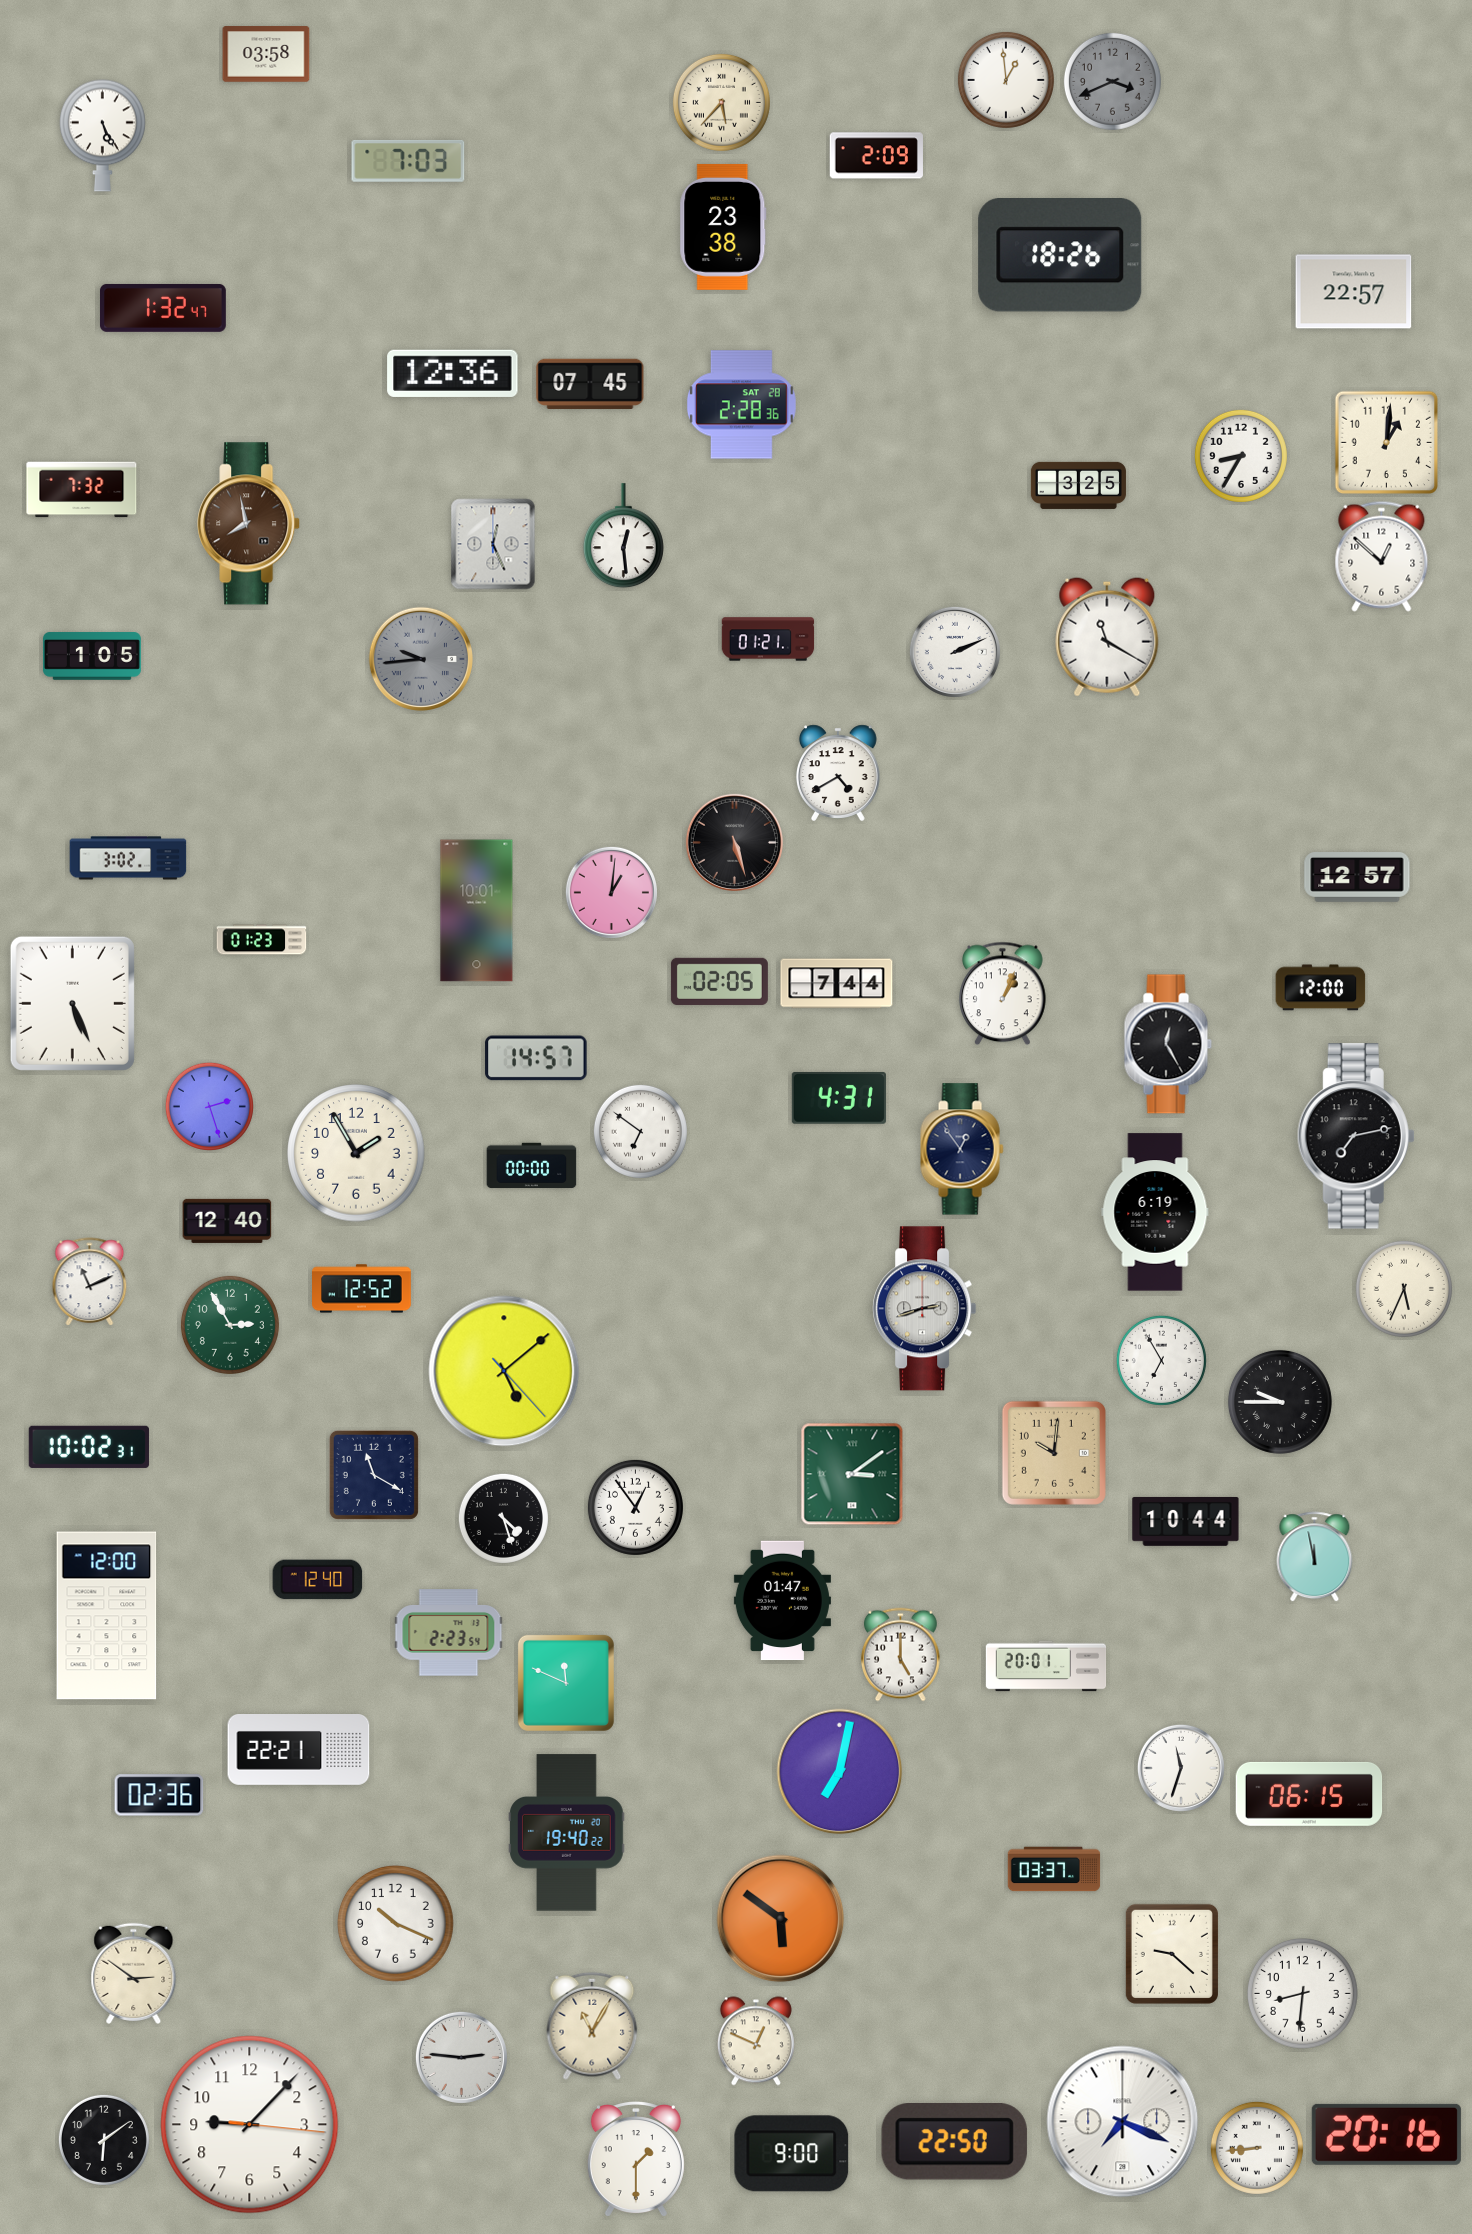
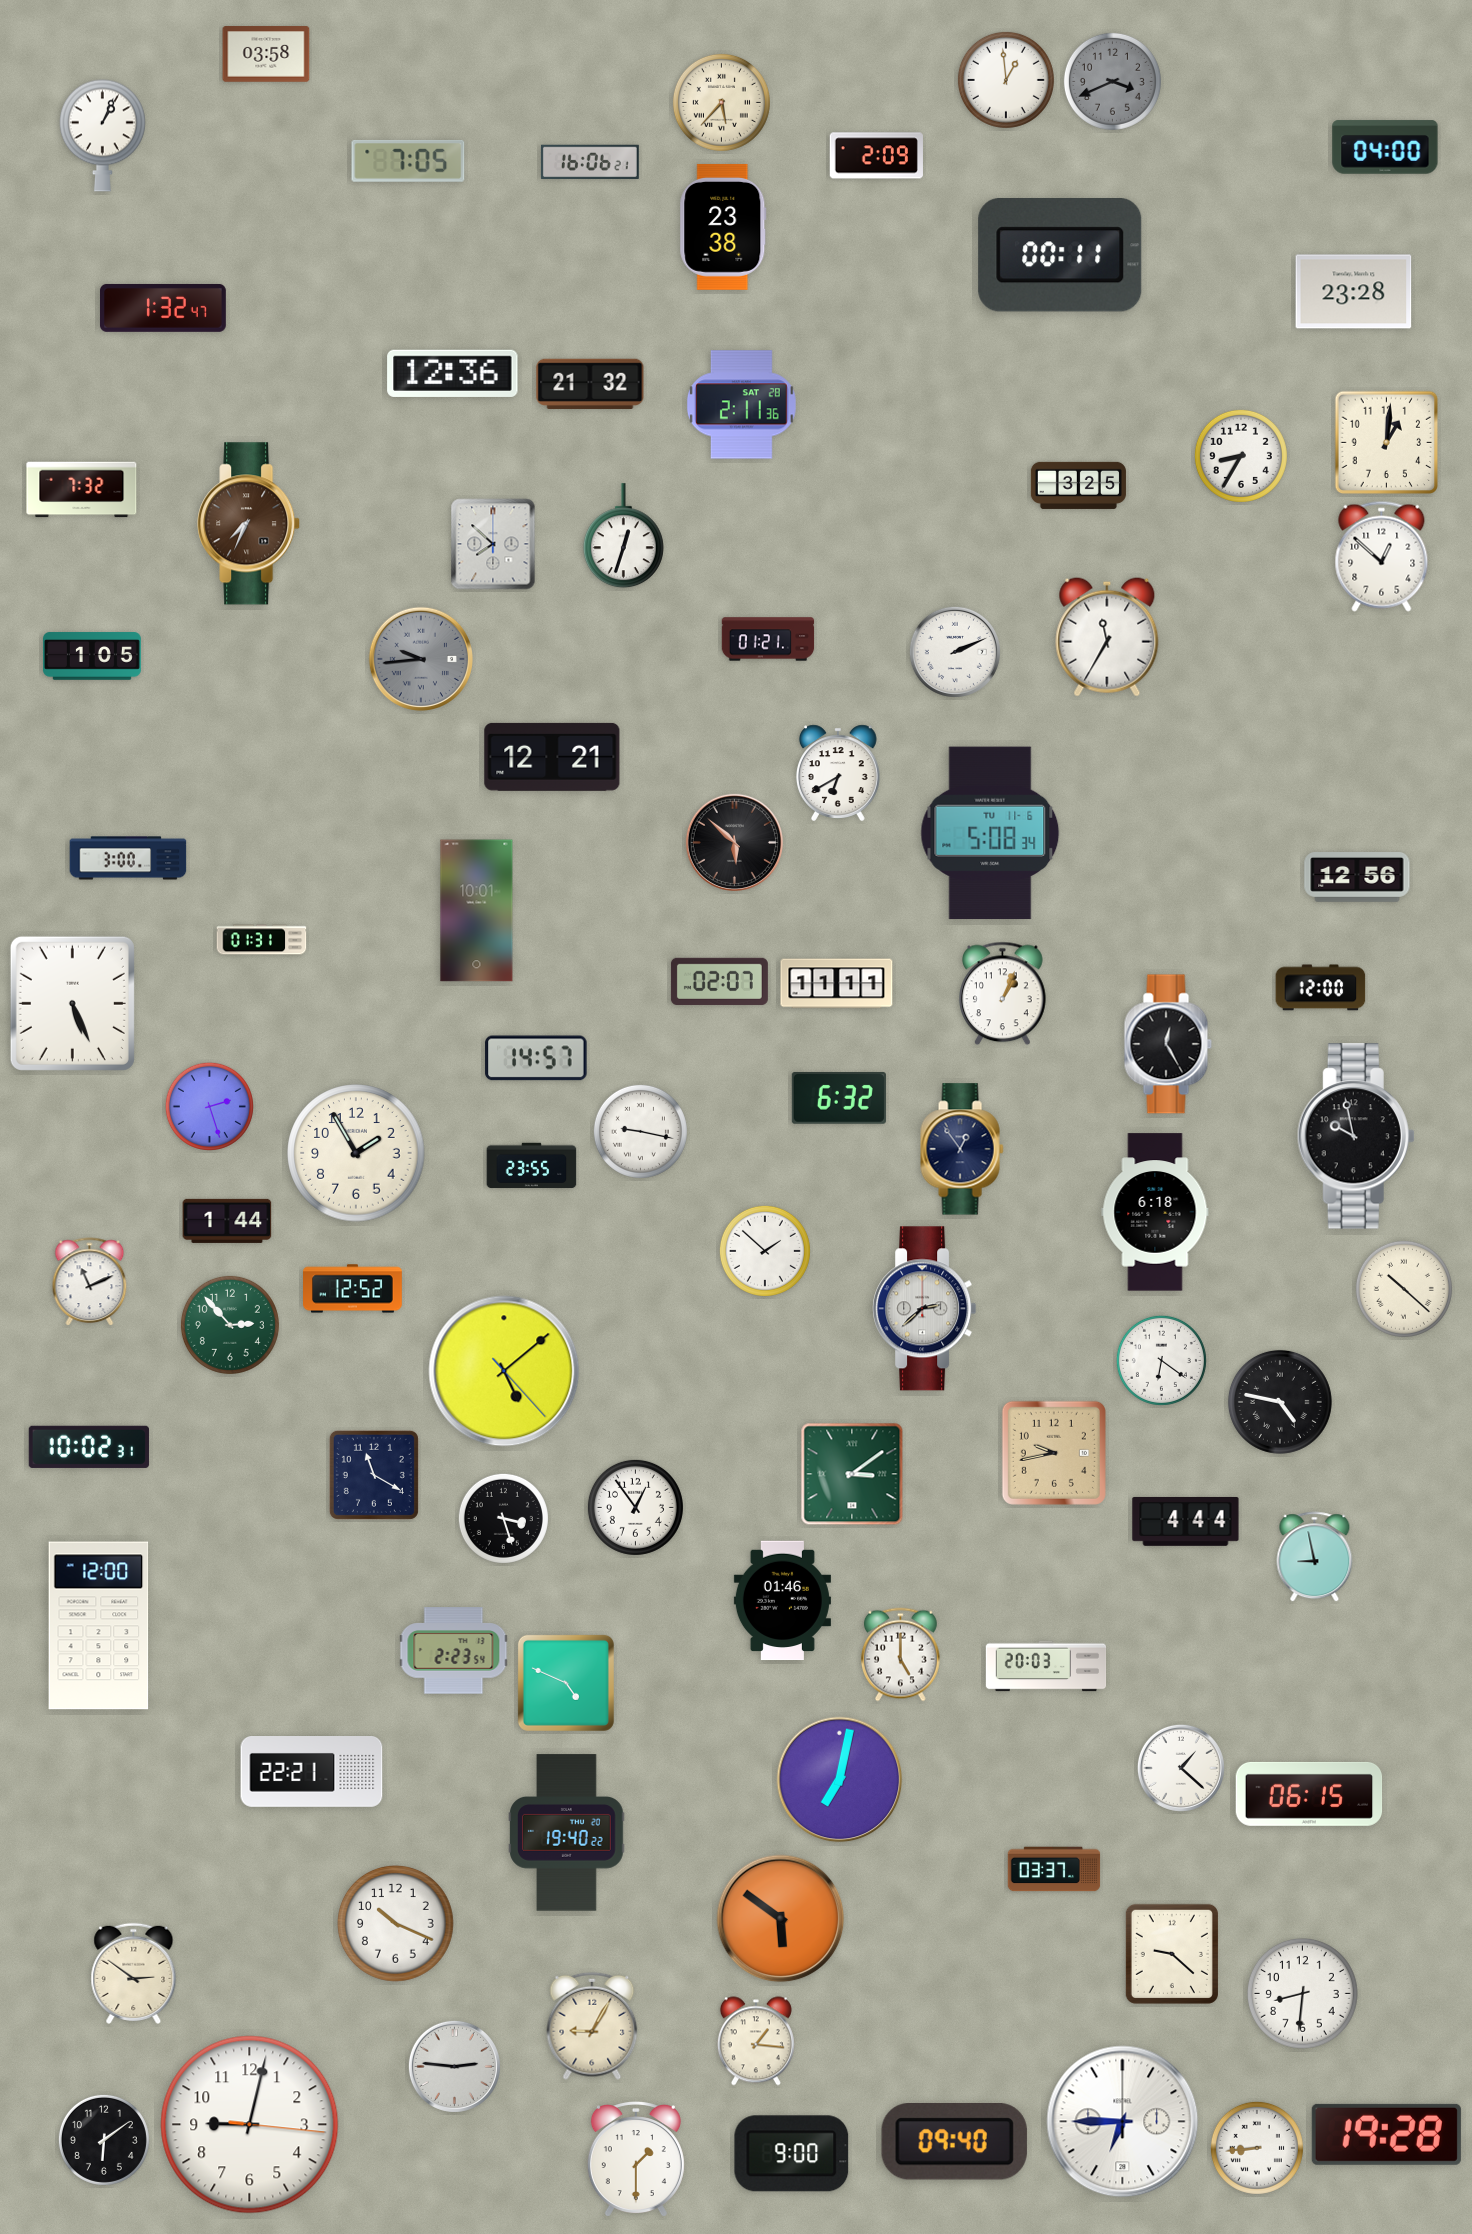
clock at (102, 135): 5:26 -> 1:04
clock at (1385, 147): none -> 04:00
clock at (408, 161): 7:03 -> 7:05
clock at (590, 161): none -> 16:06
clock at (1060, 256): 18:26 -> 00:11
clock at (1354, 292): 22:57 -> 23:28
clock at (590, 384): 07:45 -> 21:32
clock at (741, 405): 2:28 -> 2:11
clock at (249, 524): 7:58 -> 7:34
clock at (623, 536): 12:29 -> 12:33
clock at (493, 544): 12:26 -> 7:52
clock at (1107, 637): 11:20 -> 11:35
clock at (552, 757): none -> 12:21
clock at (838, 773): 4:40 -> 6:40
clock at (990, 833): none -> 5:08
clock at (734, 842): 5:27 -> 5:52
clock at (128, 858): 3:02 -> 3:00
clock at (1357, 878): 12:57 -> 12:56
clock at (611, 892): 1:01 -> none
clock at (262, 940): 01:23 -> 01:31
clock at (719, 981): 02:05 -> 02:07
clock at (837, 984): 7:44 -> 11:11
clock at (839, 1099): 4:31 -> 6:32
clock at (640, 1131): 6:51 -> 9:17
clock at (1356, 1136): 7:13 -> 9:58
clock at (532, 1166): 00:00 -> 23:55
clock at (1155, 1212): 6:19 -> 6:18
clock at (227, 1221): 12:40 -> 1:44
clock at (765, 1251): none -> 1:52
clock at (362, 1289) position: (362, 1289) -> (353, 1289)
clock at (1404, 1289): 5:34 -> 10:22
clock at (925, 1309): 2:42 -> 2:38
clock at (230, 1325): 2:55 -> 2:53
clock at (1161, 1360): 6:55 -> 6:21
clock at (1280, 1402): 9:45 -> 4:47
clock at (1054, 1453): 10:01 -> 9:43
clock at (503, 1518): 4:27 -> 3:27
clock at (1186, 1521): 10:44 -> 4:44
clock at (1315, 1557): 11:58 -> 8:58
clock at (318, 1580): 12:40 -> none
clock at (782, 1601): 01:47 -> 01:46
clock at (107, 1616) position: (107, 1616) -> (99, 1626)
clock at (449, 1633) position: (449, 1633) -> (454, 1651)
clock at (1046, 1666): 20:01 -> 20:03
clock at (566, 1683): 11:49 -> 4:49
clock at (299, 1750) position: (299, 1750) -> (312, 1772)
clock at (1181, 1768): 11:33 -> 1:22
clock at (840, 1772) position: (840, 1772) -> (840, 1780)
clock at (159, 1795): 02:36 -> none
clock at (592, 2026): 11:05 -> 9:05
clock at (756, 2041): 12:49 -> 1:16
clock at (461, 2057) position: (461, 2057) -> (454, 2066)
clock at (1123, 2122): 7:19 -> 6:45
clock at (250, 2125): 9:07 -> 9:02
clock at (1386, 2134): 20:16 -> 19:28
clock at (954, 2142): 22:50 -> 09:40
